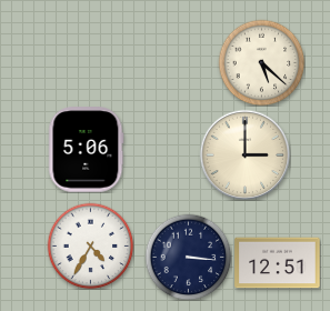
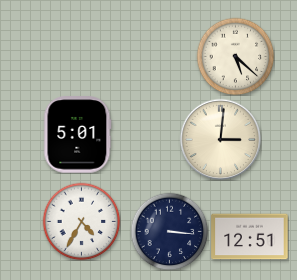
clock at (87, 150): 5:06 -> 5:01
clock at (244, 154): 3:00 -> 3:01
